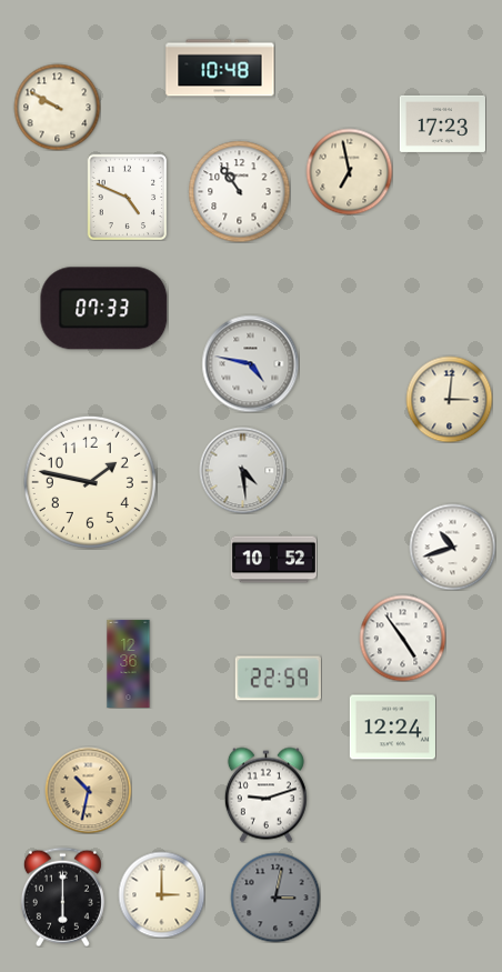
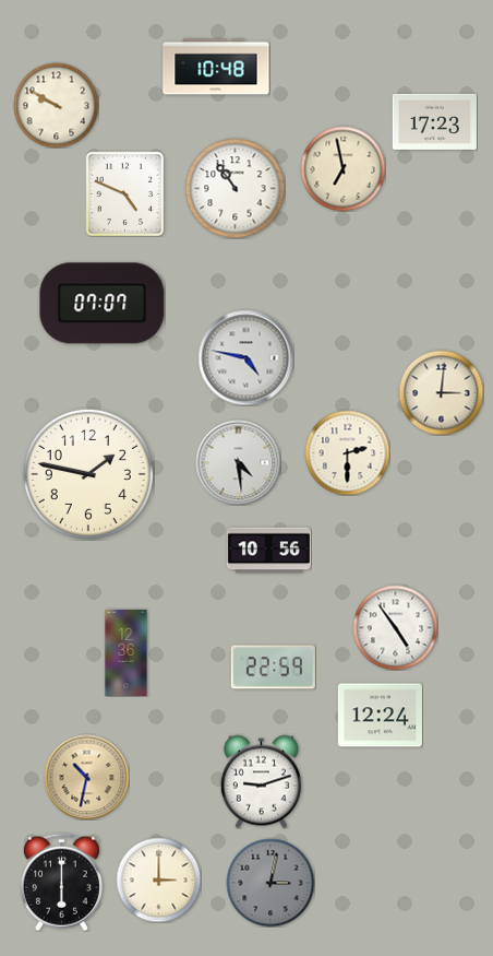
clock at (104, 309): 07:33 -> 07:07
clock at (347, 452): none -> 2:30
clock at (452, 547): 10:42 -> none
clock at (273, 560): 10:52 -> 10:56
clock at (392, 728) position: (392, 728) -> (380, 716)
